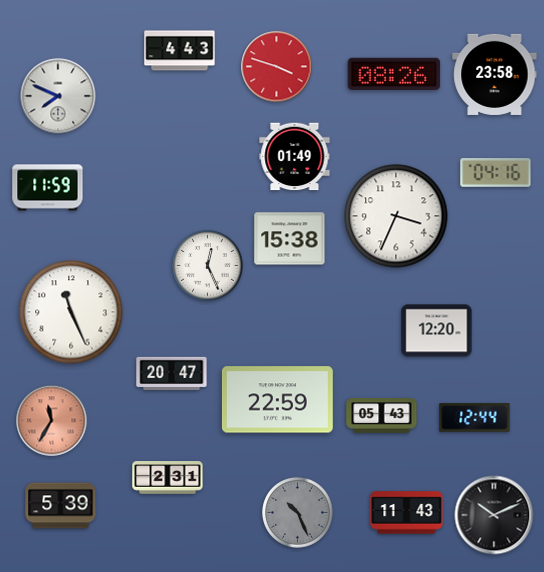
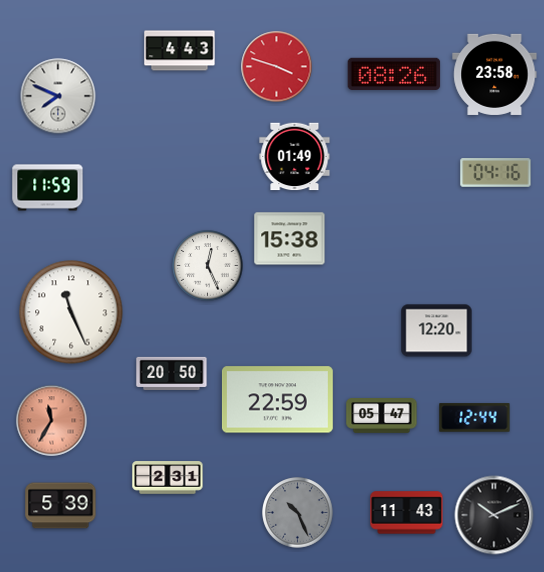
clock at (396, 216): 3:34 -> none
clock at (172, 373): 20:47 -> 20:50
clock at (382, 416): 05:43 -> 05:47
